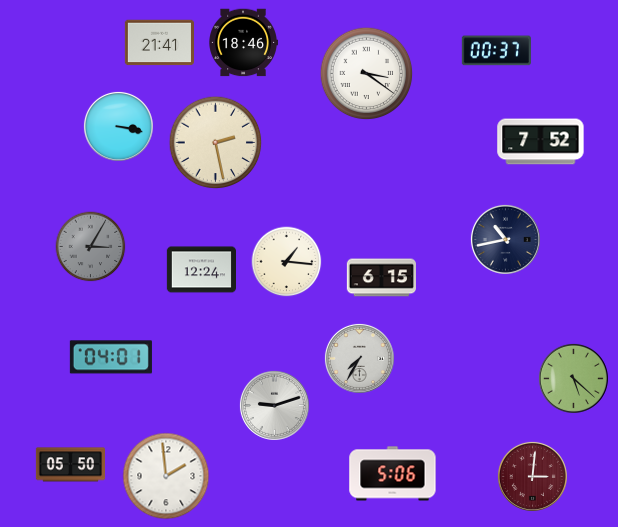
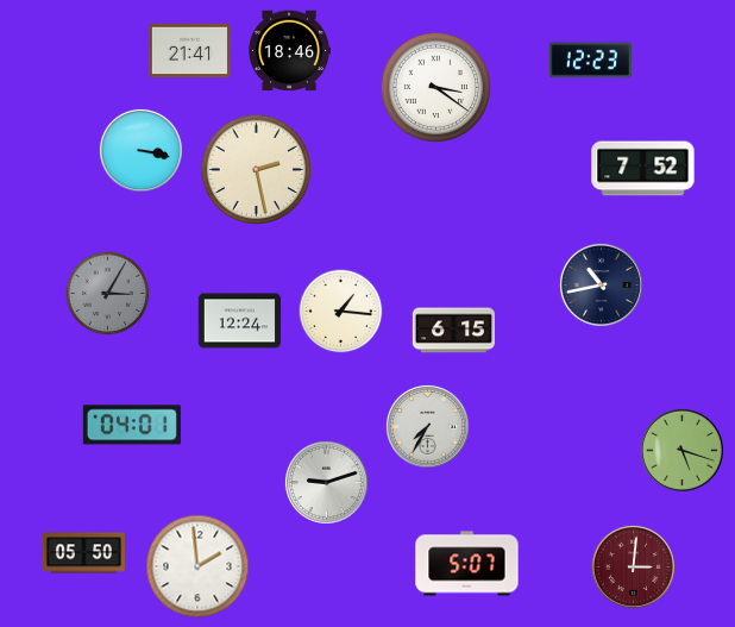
clock at (496, 51): 00:37 -> 12:23
clock at (573, 378): 5:22 -> 5:18
clock at (393, 474): 5:06 -> 5:07
